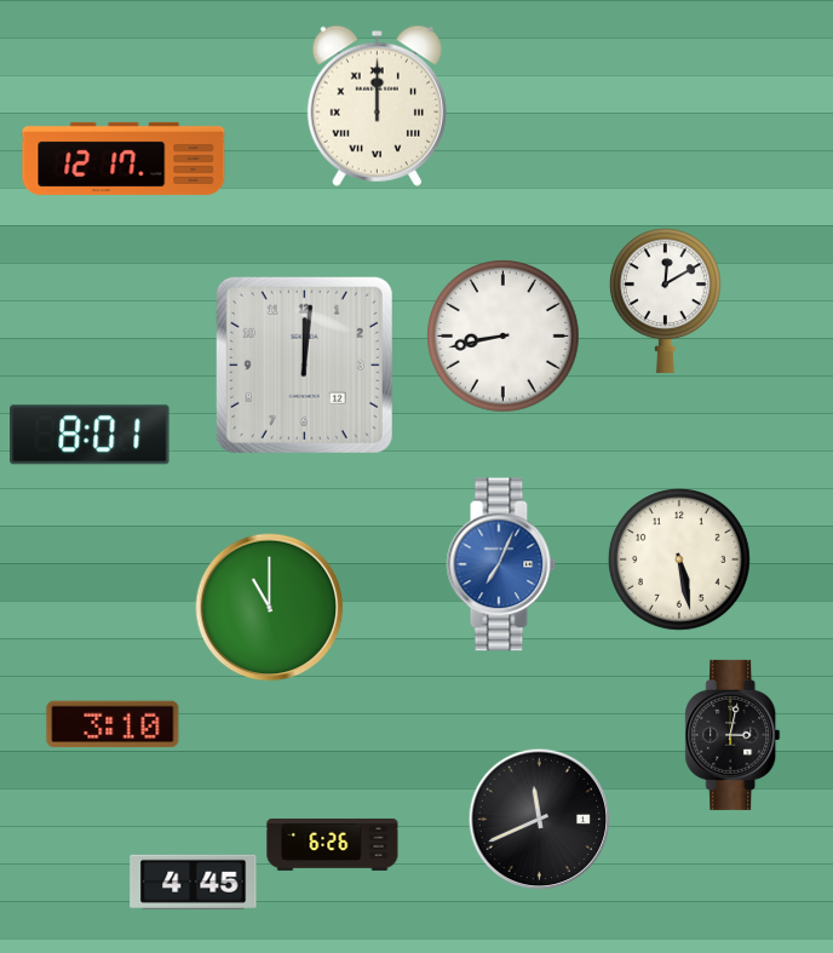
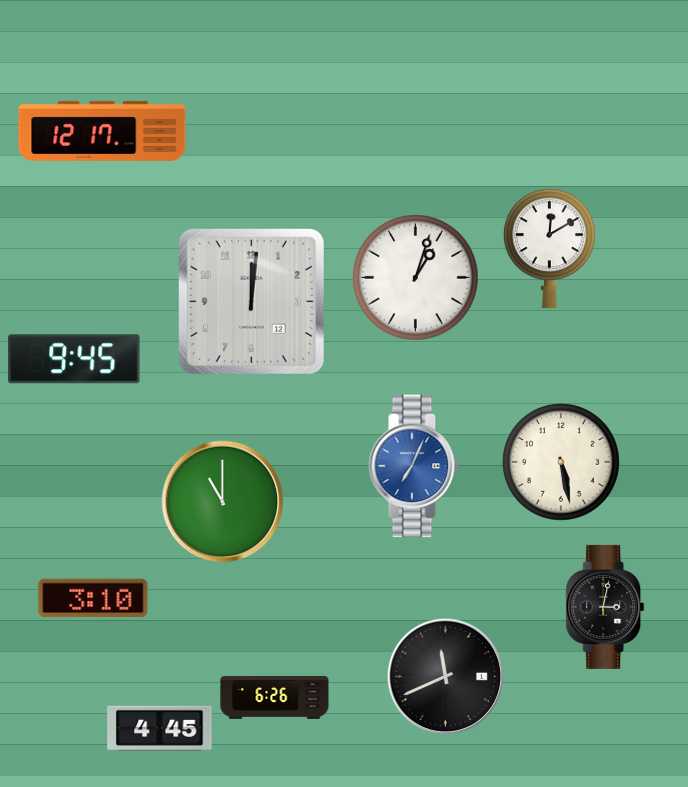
clock at (377, 105): 12:00 -> none
clock at (504, 337): 8:43 -> 1:03
clock at (90, 435): 8:01 -> 9:45
